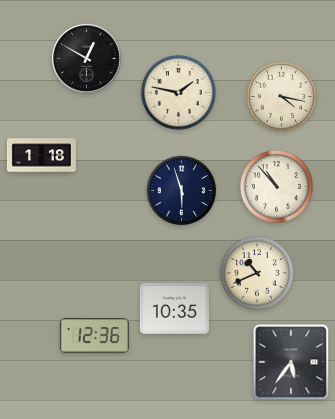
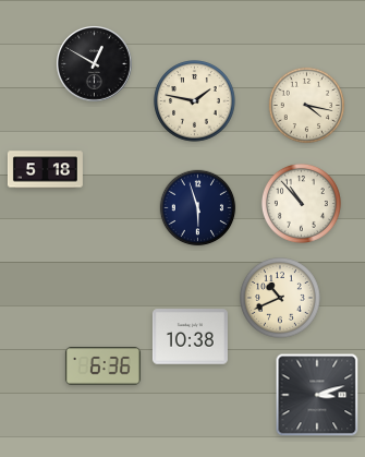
clock at (41, 156): 1:18 -> 5:18
clock at (174, 309): 10:35 -> 10:38
clock at (94, 336): 12:36 -> 6:36
clock at (291, 362): 5:36 -> 3:12
